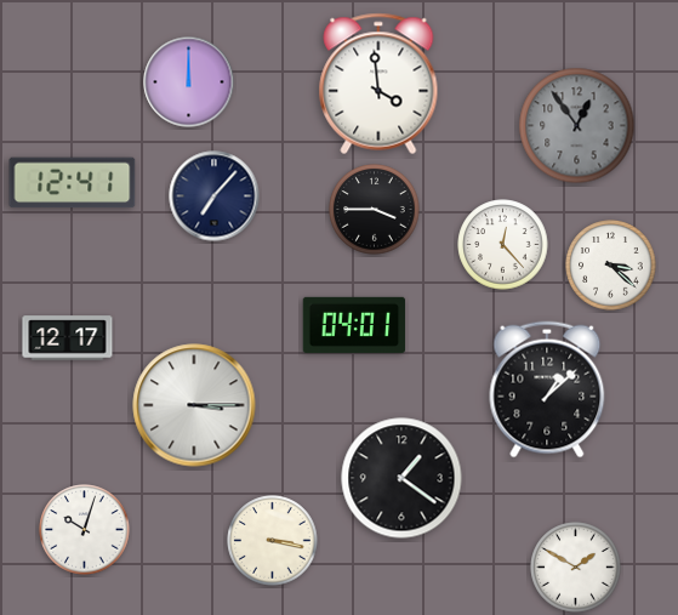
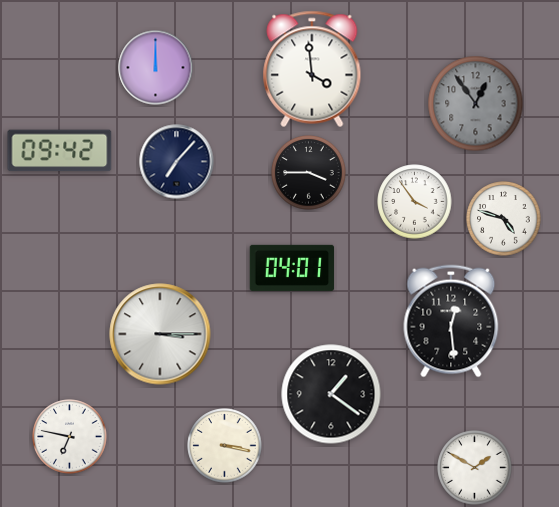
clock at (73, 183): 12:41 -> 09:42
clock at (503, 245): 12:23 -> 3:54
clock at (611, 266): 3:22 -> 4:48
clock at (68, 338): 12:17 -> none
clock at (547, 389): 1:08 -> 12:29
clock at (85, 530): 10:03 -> 6:47
